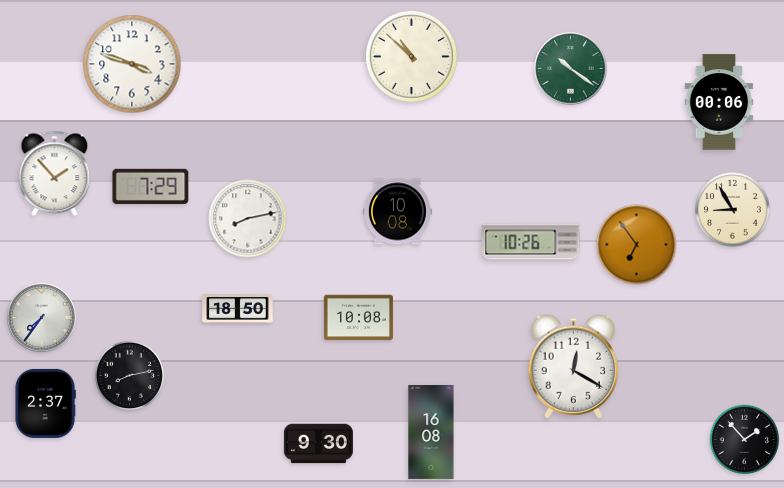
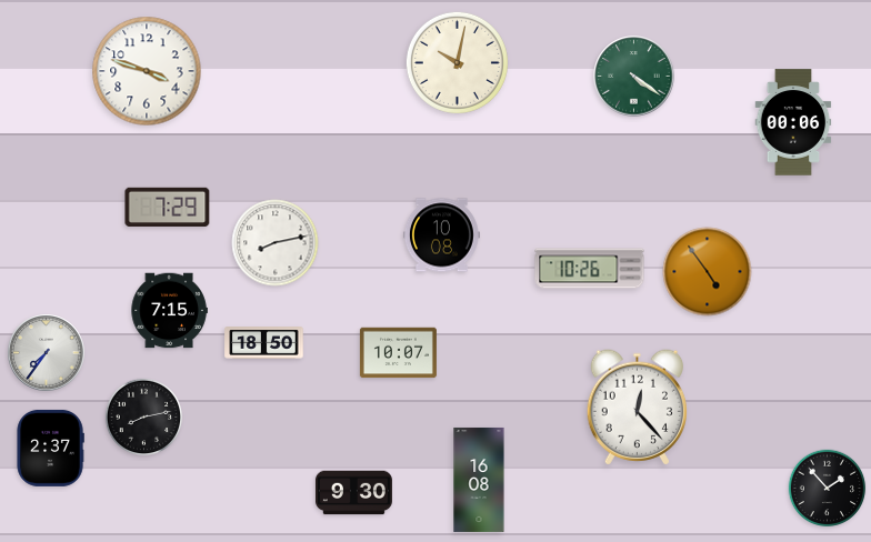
clock at (411, 56): 10:52 -> 10:02
clock at (571, 69): 10:21 -> 4:21
clock at (719, 102) position: (719, 102) -> (793, 122)
clock at (55, 174): 1:53 -> none
clock at (733, 210): 8:55 -> none
clock at (637, 245): 6:54 -> 4:54
clock at (169, 311): none -> 7:15
clock at (358, 318): 10:08 -> 10:07
clock at (573, 367): 12:20 -> 12:23
